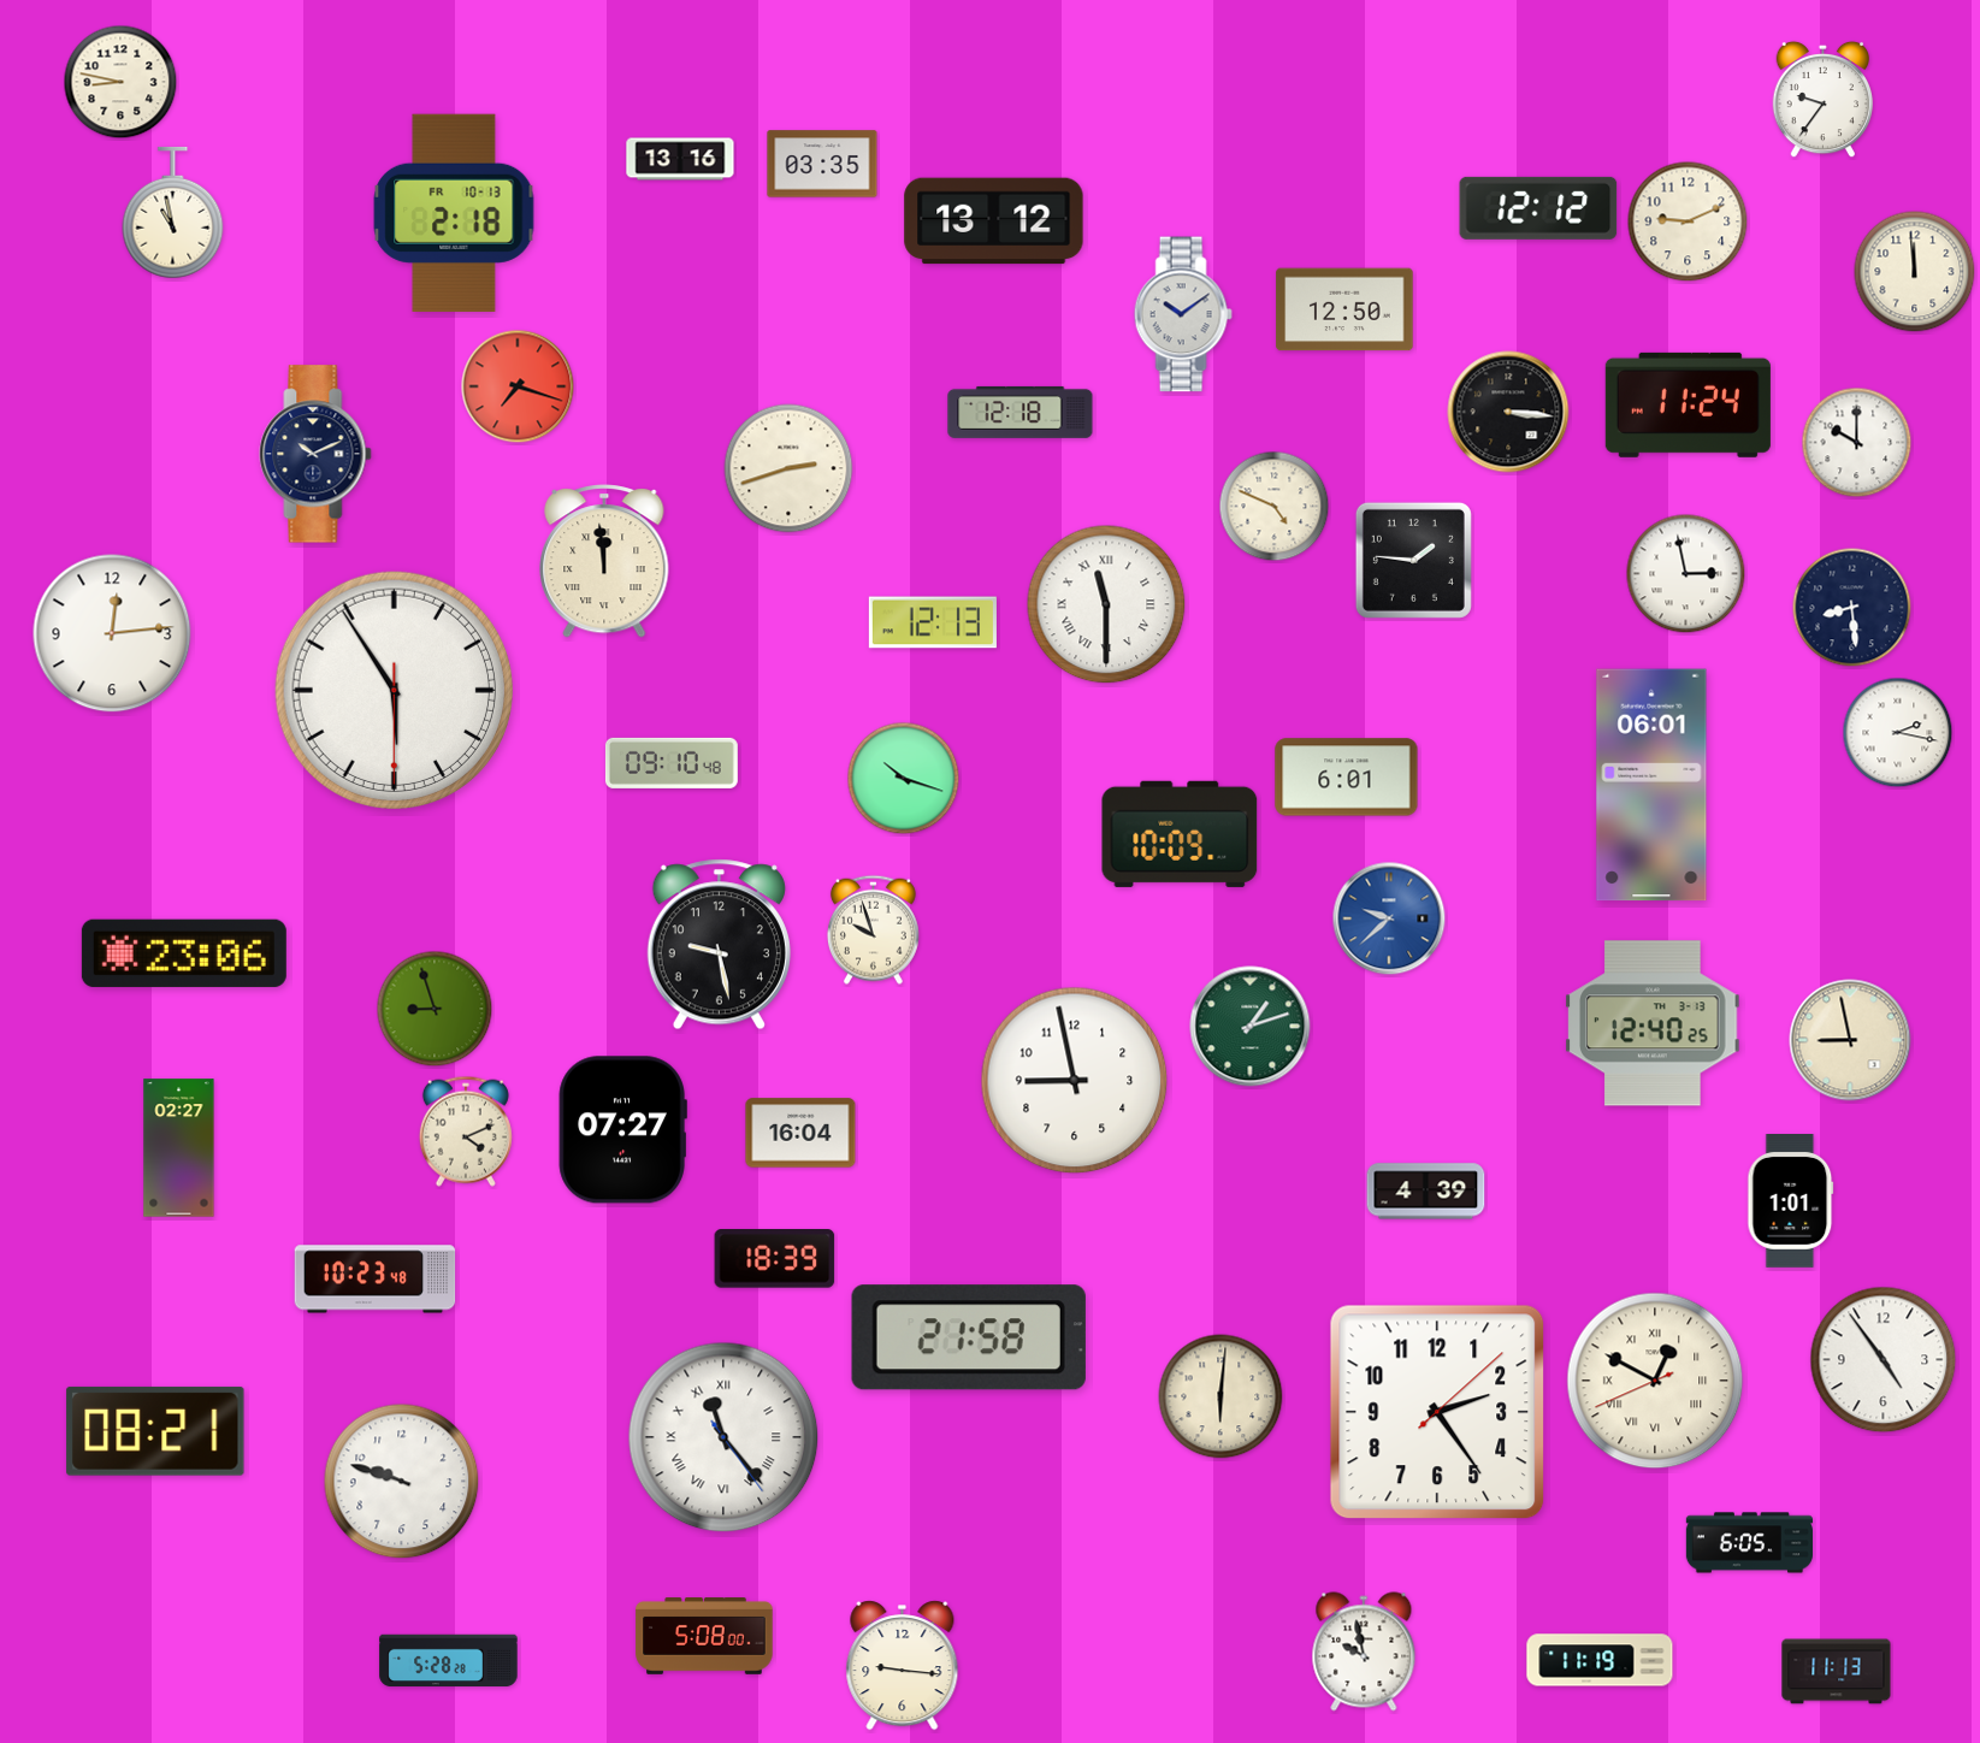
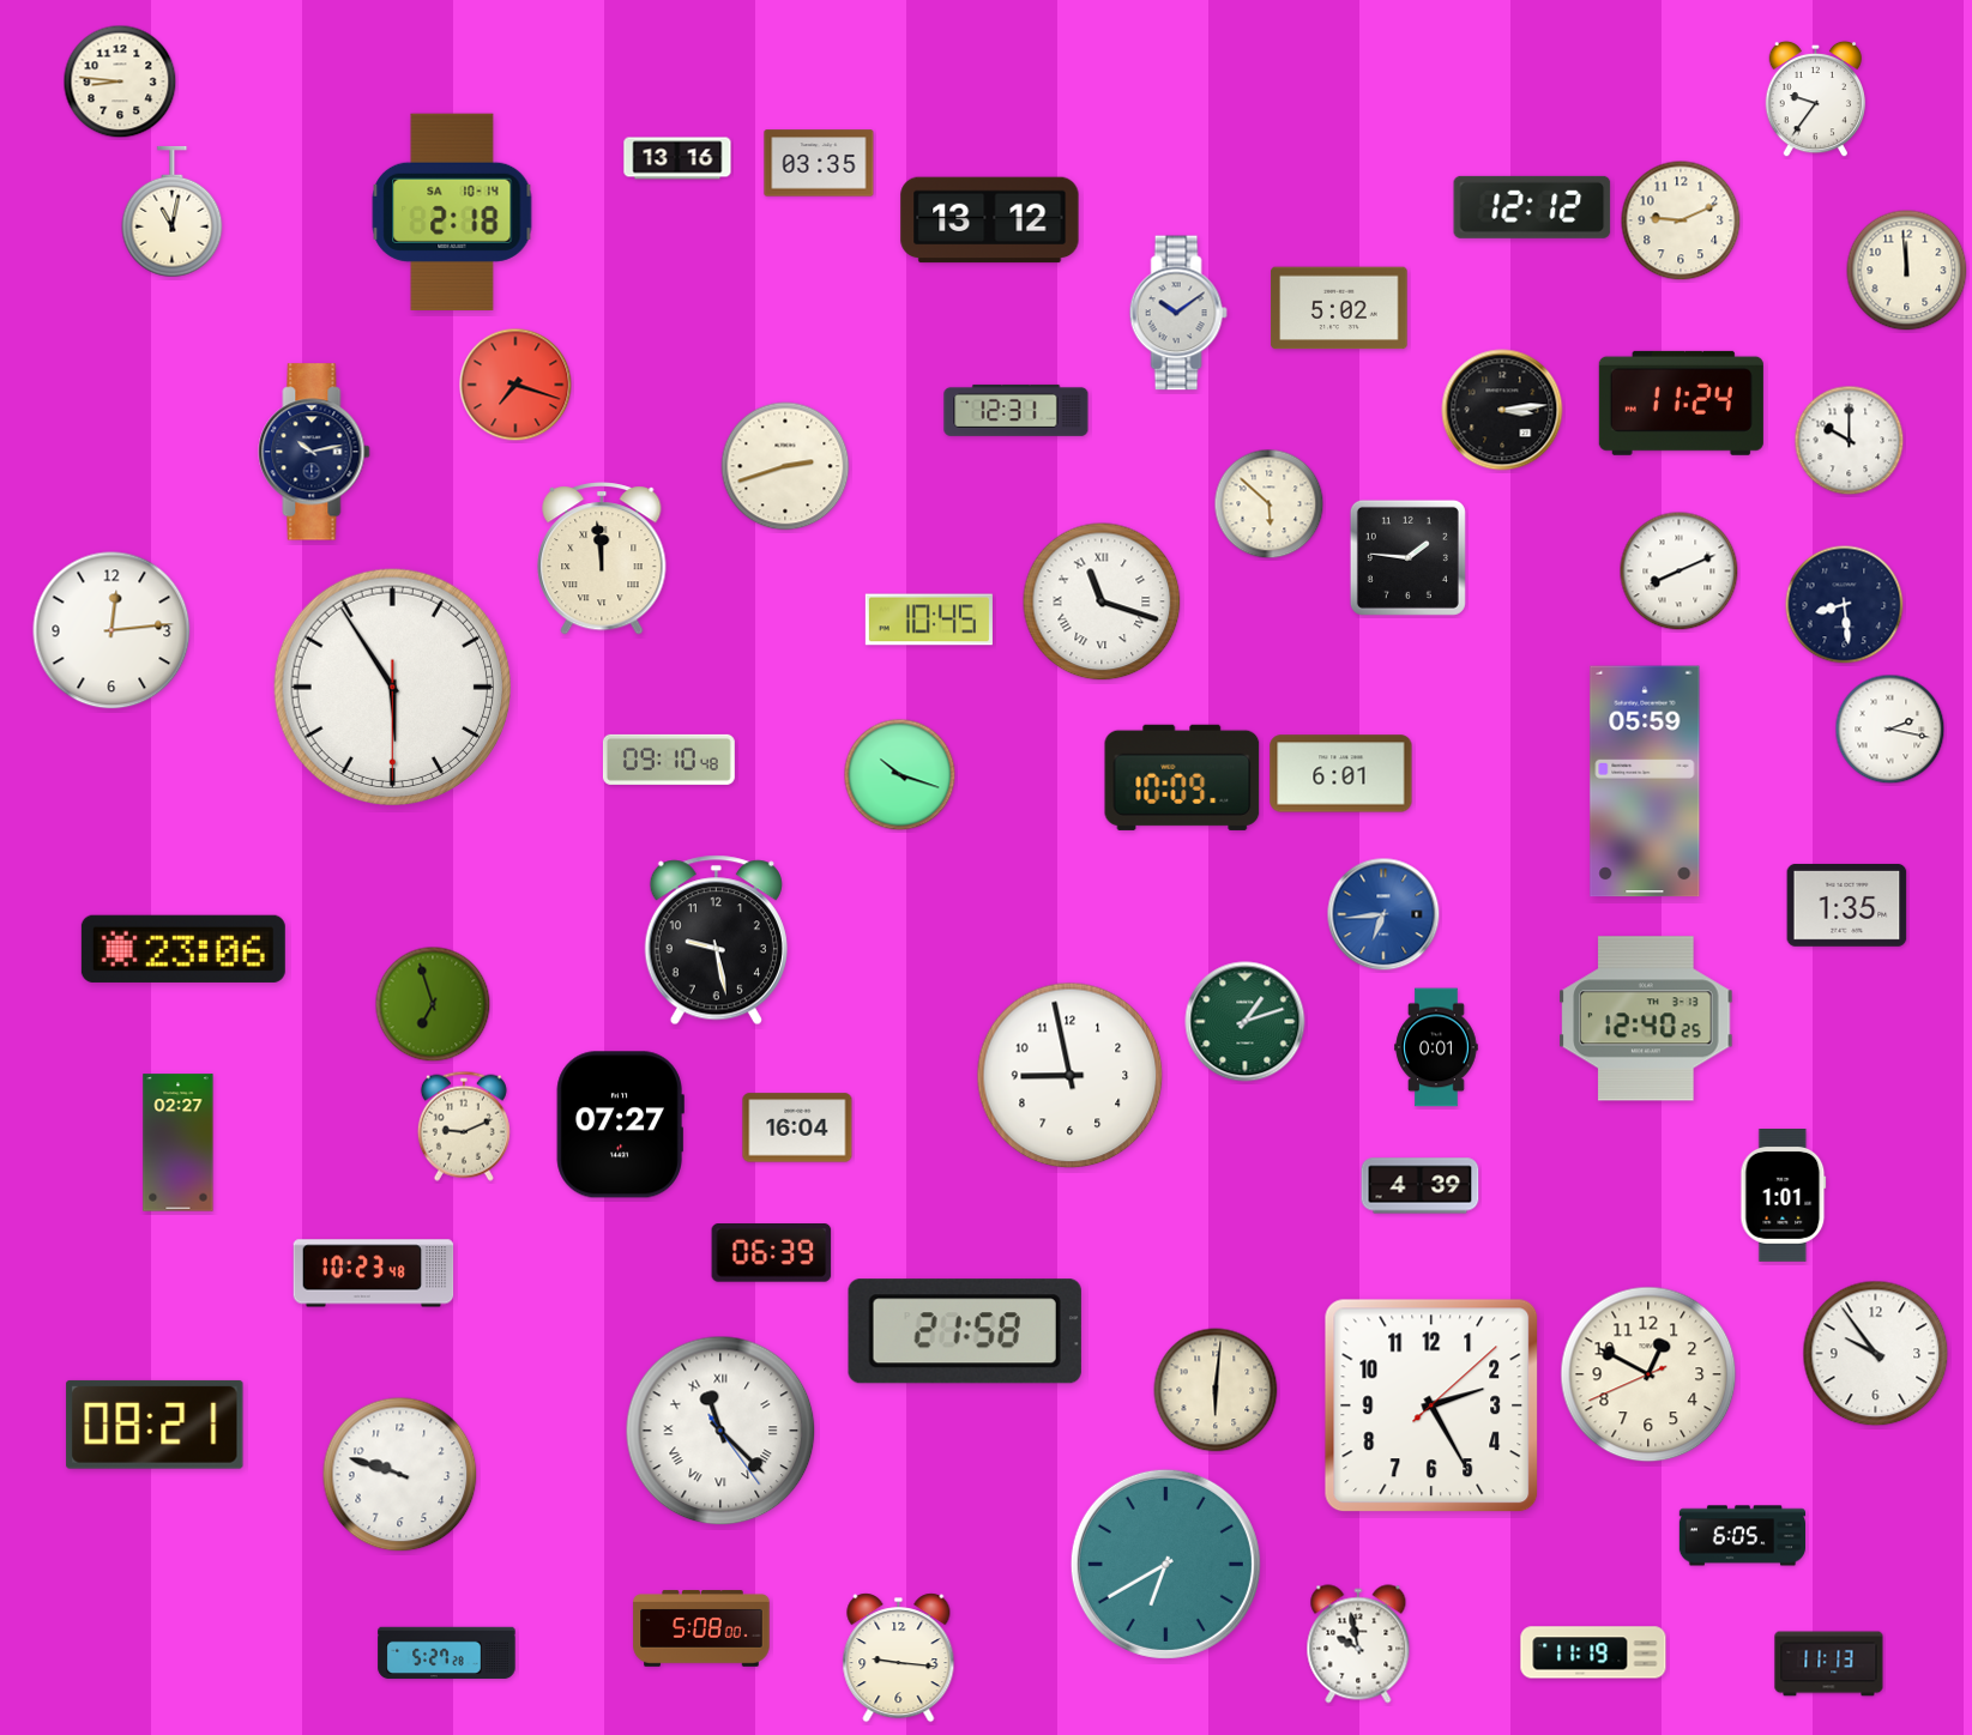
clock at (120, 82): 8:47 -> 8:46
clock at (454, 212) date: FR 10-13 -> SA 10-14
clock at (173, 213): 10:58 -> 11:02
clock at (1344, 309): 12:50 -> 5:02
clock at (1021, 412): 12:18 -> 12:31
clock at (1508, 412): 3:16 -> 3:14
clock at (315, 454): 10:11 -> 10:13
clock at (1275, 507): 4:49 -> 5:52
clock at (1686, 574): 2:58 -> 8:11
clock at (1106, 604): 11:30 -> 11:18
clock at (933, 622): 12:13 -> 10:45
clock at (1651, 785): 06:01 -> 05:59
clock at (1180, 834) position: (1180, 834) -> (1182, 778)
clock at (1847, 905): none -> 1:35
clock at (1389, 918): 9:38 -> 6:44
clock at (873, 929): 9:57 -> none
clock at (435, 1009): 8:57 -> 6:57
clock at (1850, 1040): 8:58 -> none
clock at (1436, 1047): none -> 0:01
clock at (466, 1132): 4:11 -> 9:11
clock at (775, 1259): 18:39 -> 06:39
clock at (1884, 1360): 4:54 -> 9:54
clock at (1655, 1381) numerals: Roman -> Arabic
clock at (1437, 1412): 2:24 -> 2:25
clock at (723, 1437): 11:23 -> 11:22
clock at (1165, 1564): none -> 6:40
clock at (449, 1661): 5:28 -> 5:27
